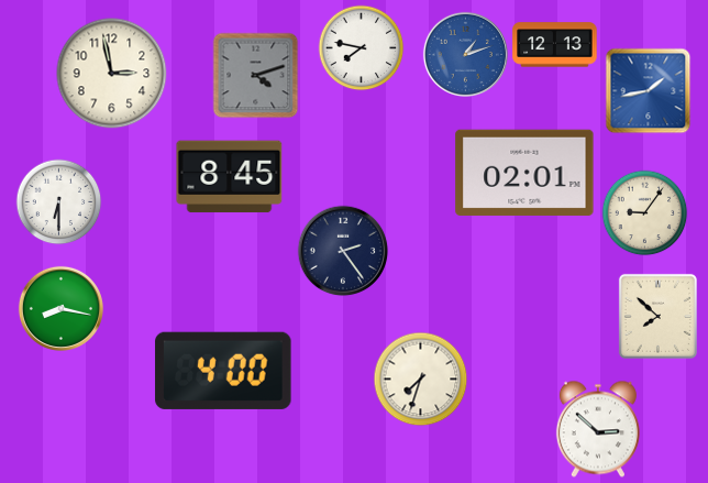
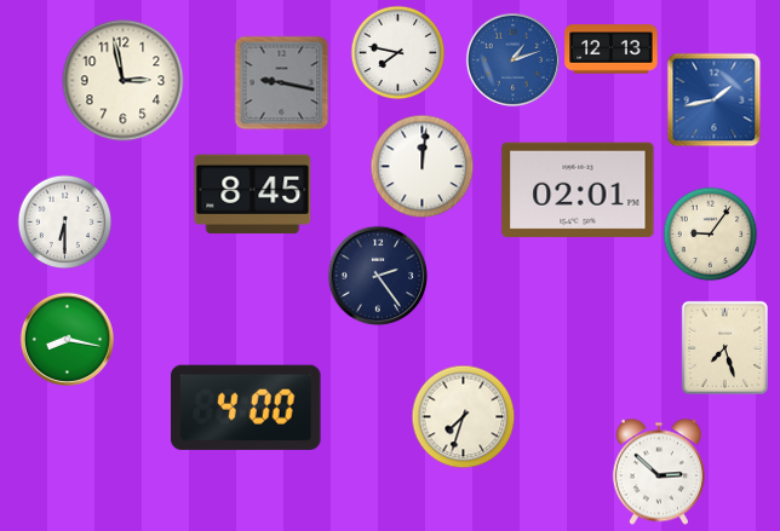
clock at (255, 75): 4:12 -> 9:17
clock at (421, 166): none -> 12:01
clock at (657, 316): 7:52 -> 7:27
